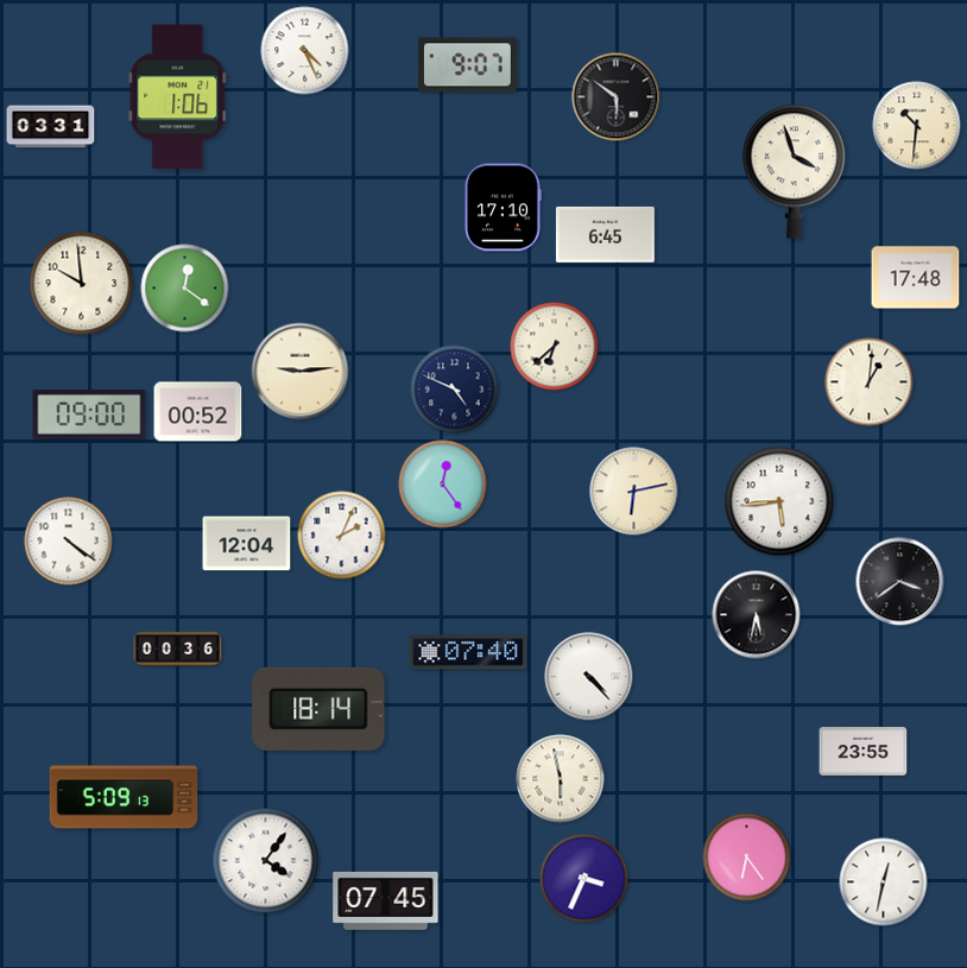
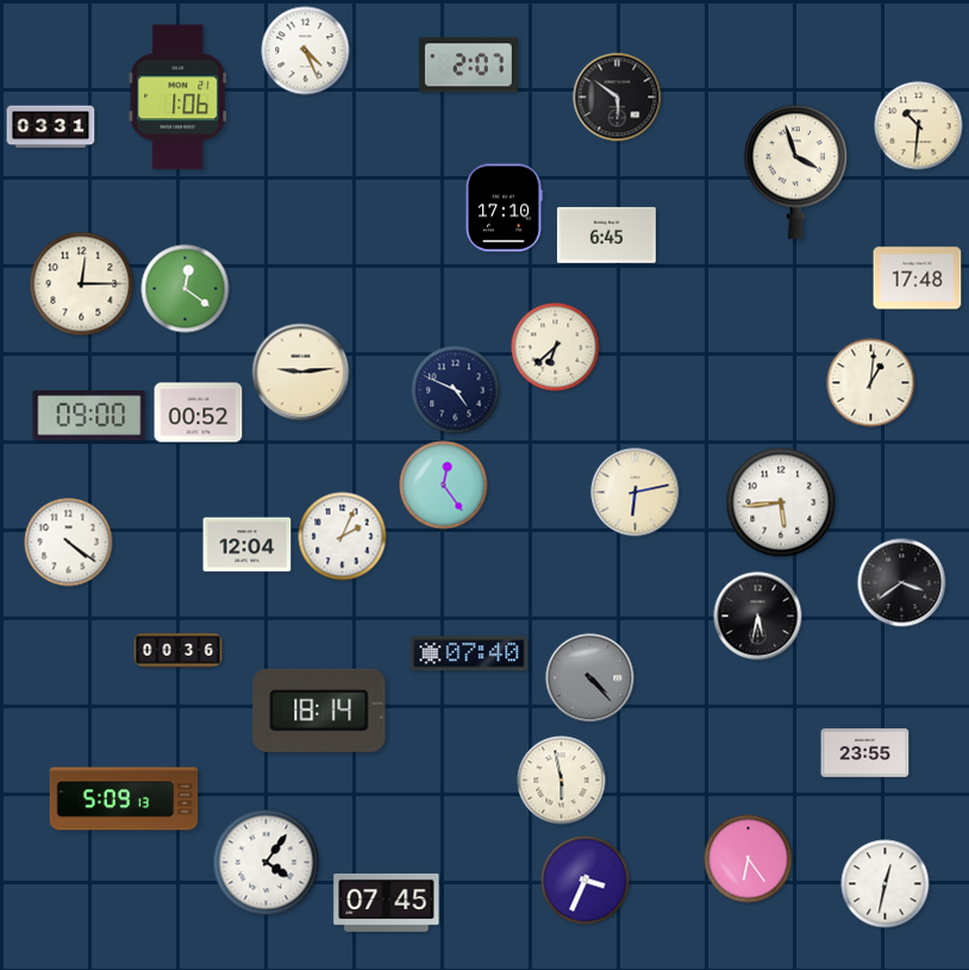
clock at (467, 65): 9:07 -> 2:07
clock at (82, 284): 9:59 -> 12:15
clock at (589, 677) dial: white -> grey
